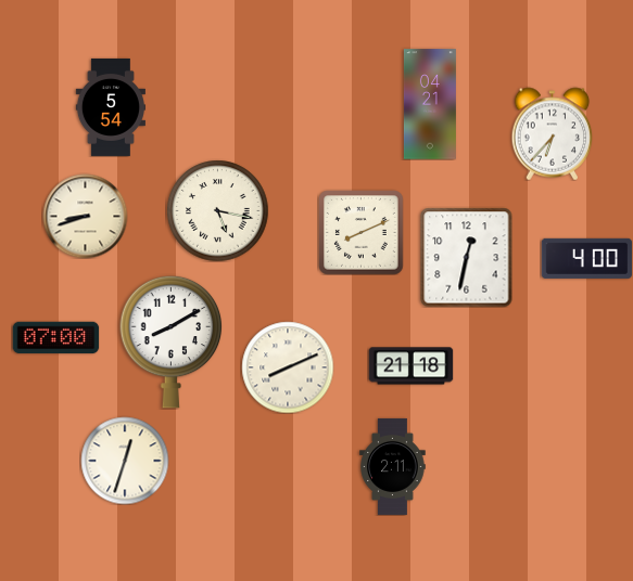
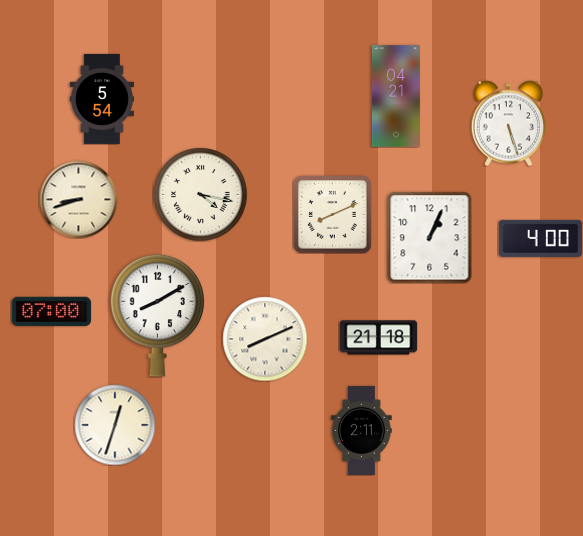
clock at (553, 133): 6:37 -> 5:27
clock at (217, 210): 5:17 -> 4:17
clock at (467, 257): 12:32 -> 1:04
